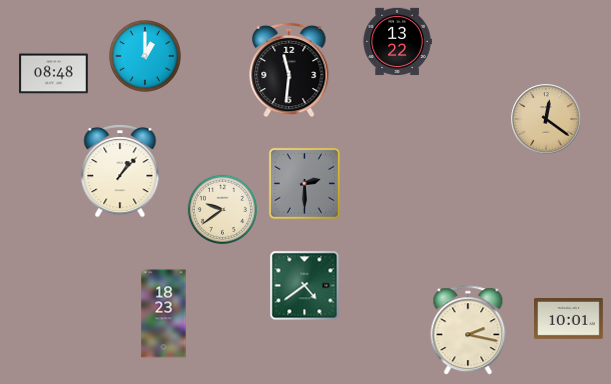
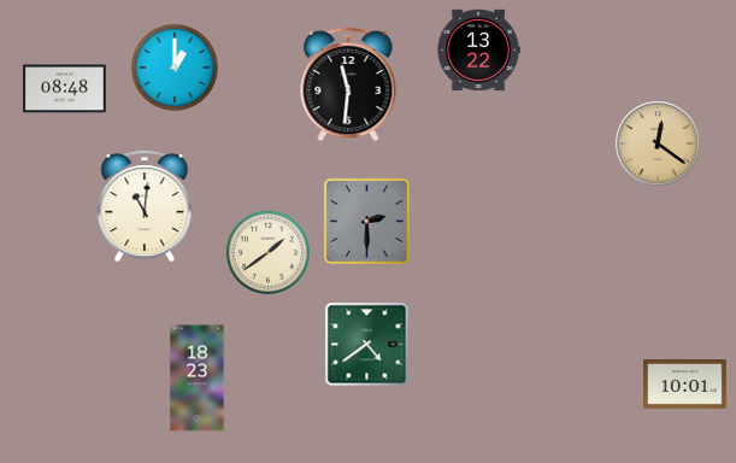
clock at (120, 172): 1:07 -> 11:01
clock at (222, 209): 9:39 -> 1:39
clock at (468, 331): 2:17 -> none
